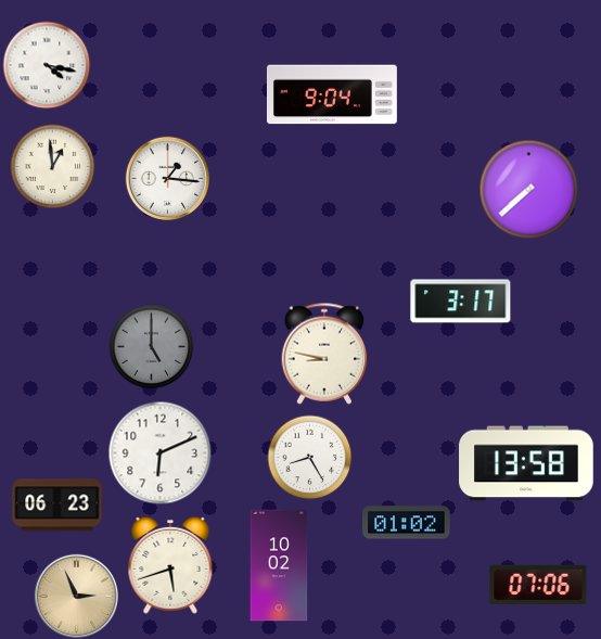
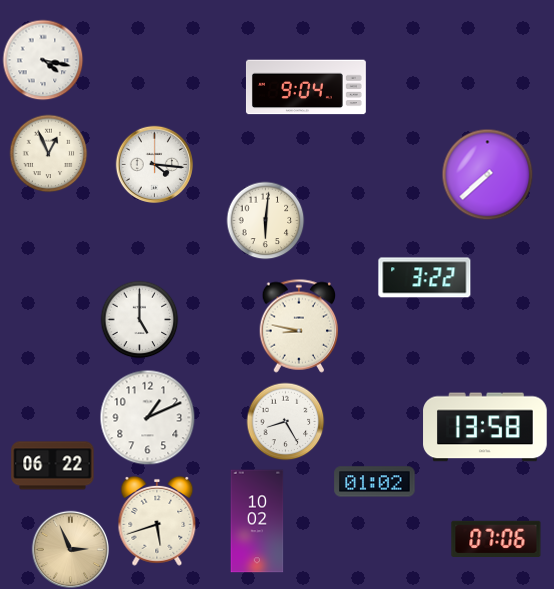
clock at (52, 166): 12:59 -> 12:56
clock at (167, 178): 1:16 -> 4:16
clock at (265, 220): none -> 6:01
clock at (461, 302): 3:17 -> 3:22
clock at (151, 346) dial: grey -> white
clock at (159, 452): 6:11 -> 1:11
clock at (57, 506): 06:23 -> 06:22
